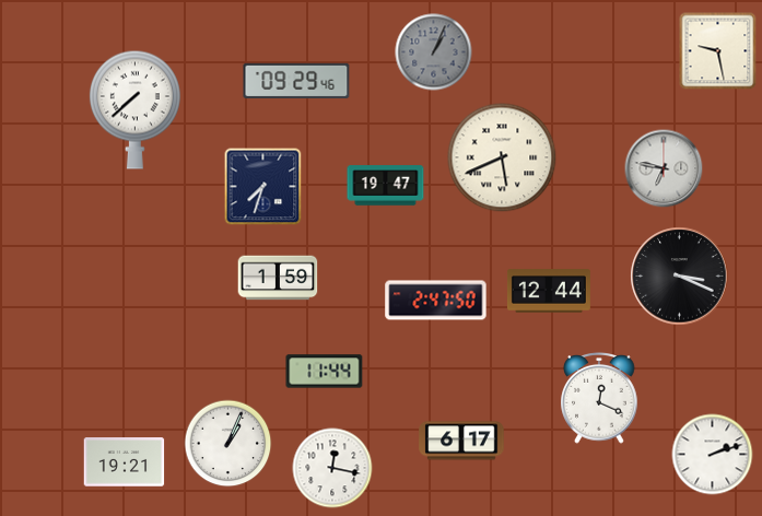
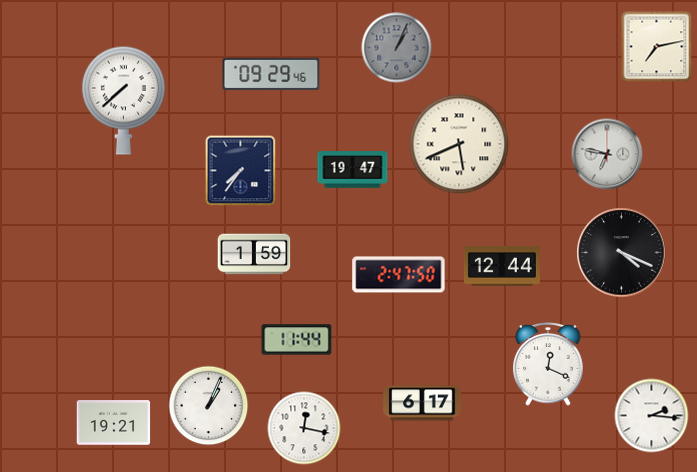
clock at (718, 51): 9:28 -> 7:13
clock at (263, 187): 7:33 -> 7:36
clock at (680, 277): 3:19 -> 4:19
clock at (713, 455): 2:12 -> 2:16
